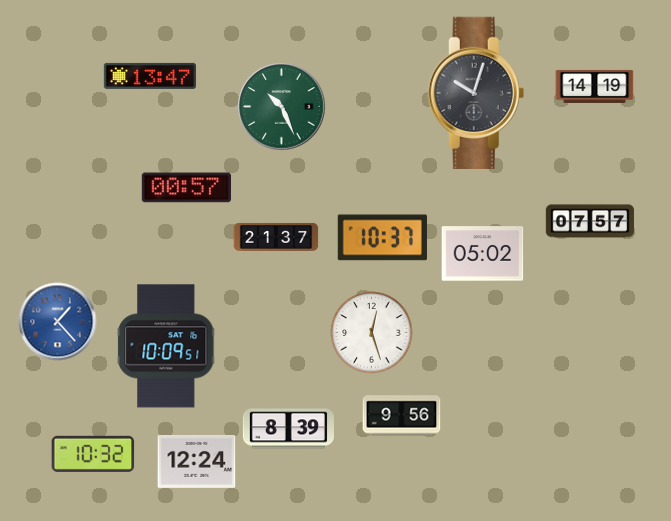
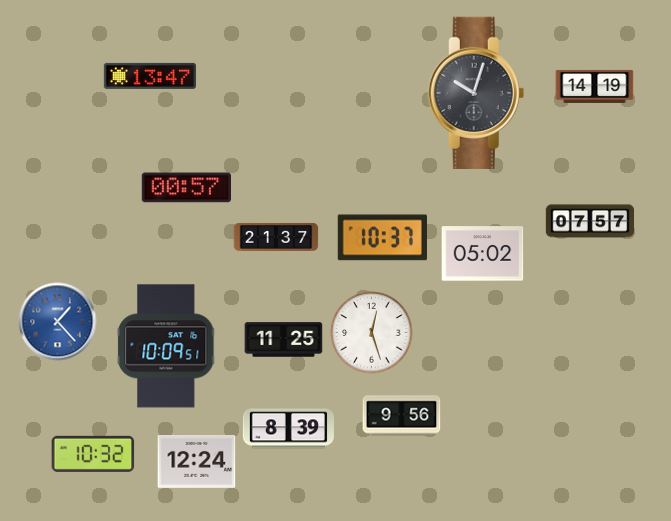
clock at (281, 106): 10:26 -> none
clock at (283, 340): none -> 11:25
